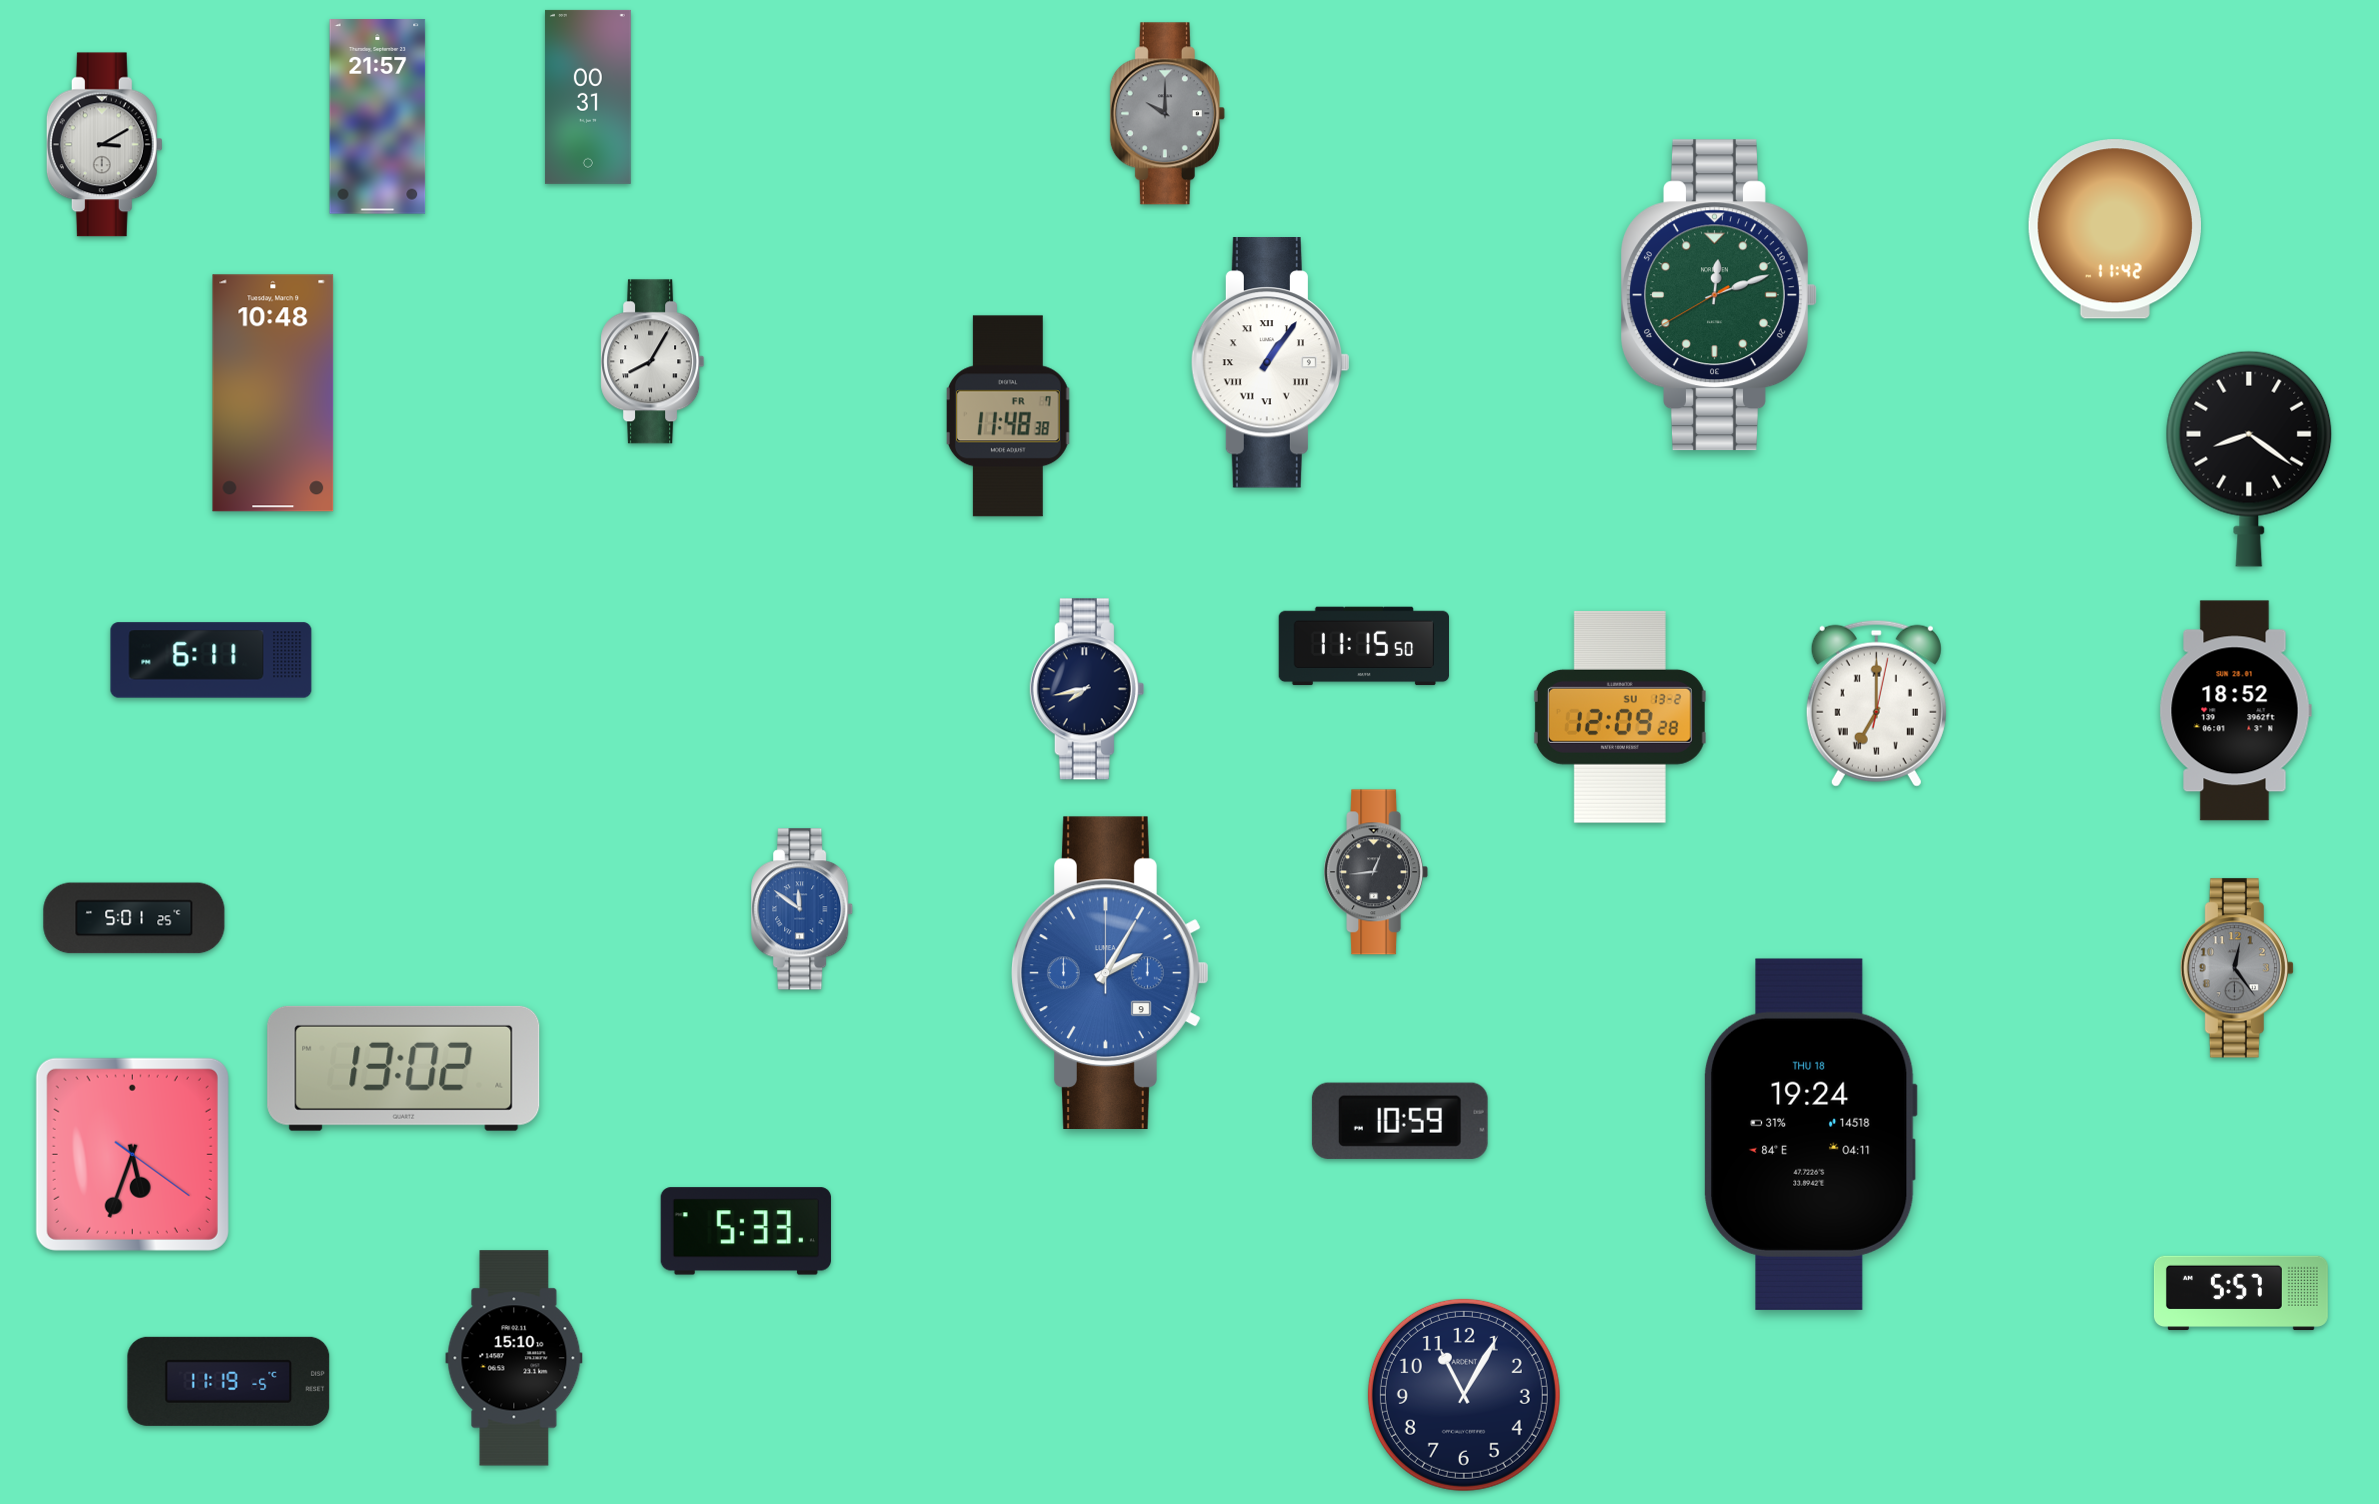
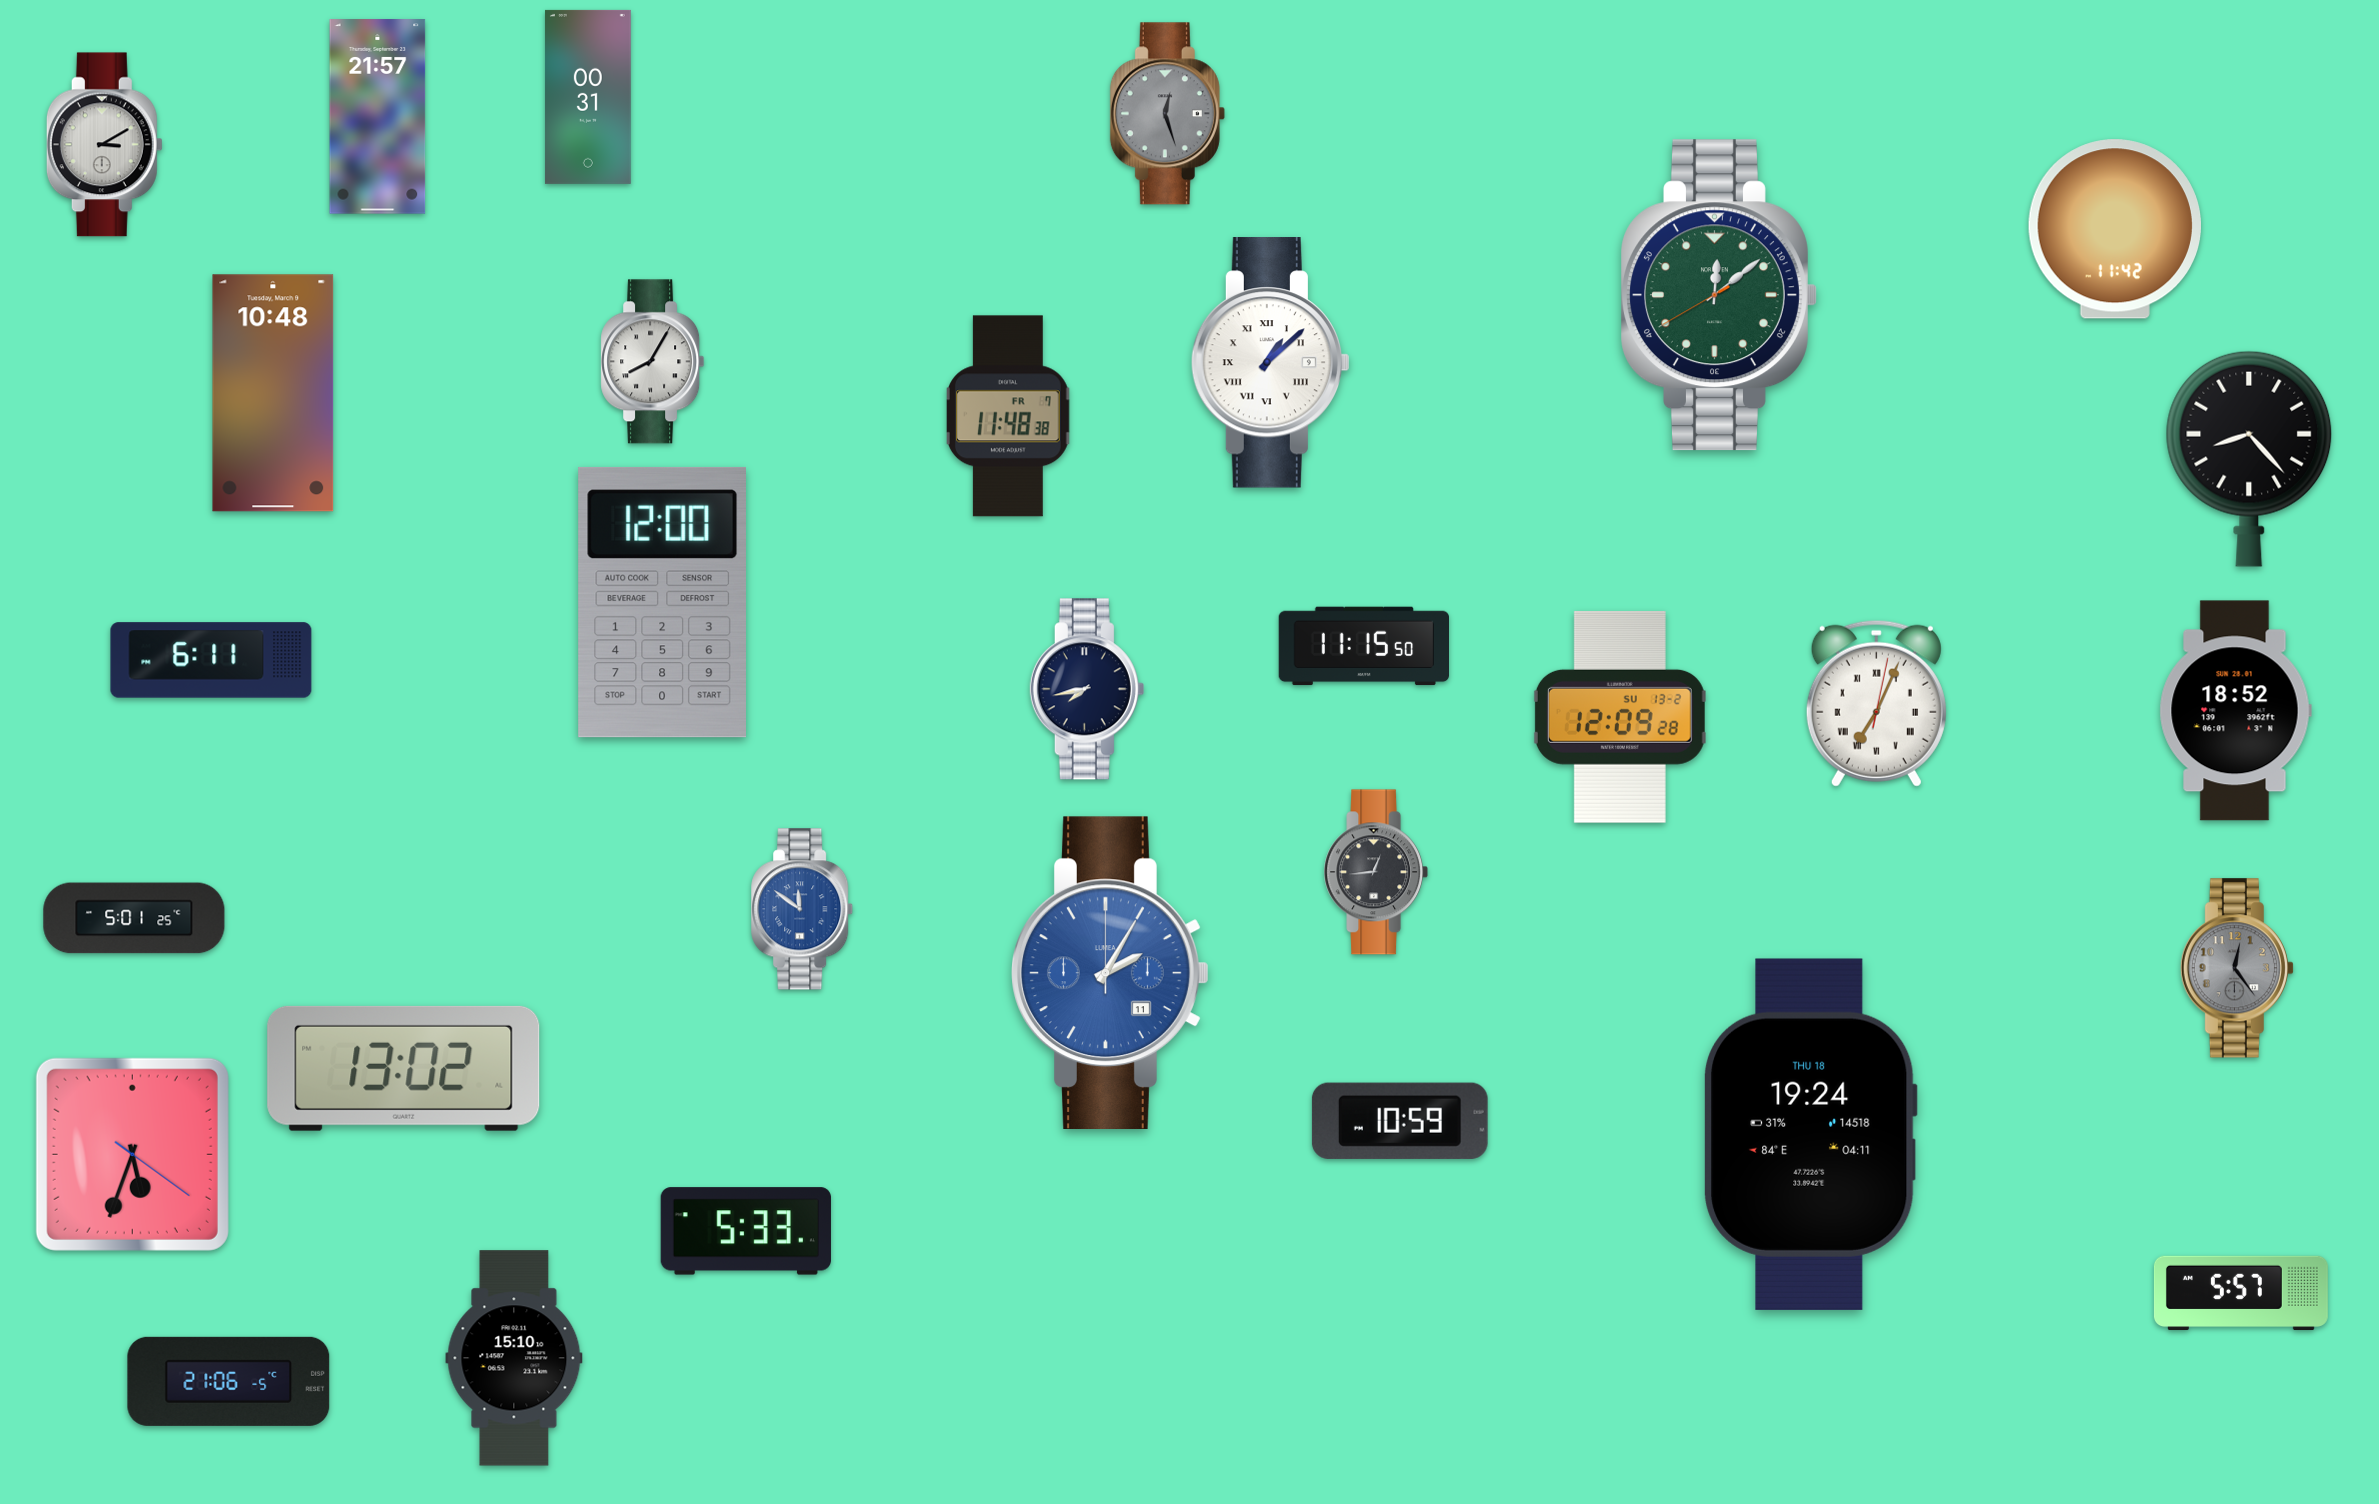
clock at (1167, 114): 10:00 -> 12:27
clock at (1719, 295): 12:11 -> 12:08
clock at (1270, 363): 1:06 -> 1:08
clock at (2249, 459): 8:21 -> 8:23
clock at (662, 602): none -> 12:00
clock at (1876, 703): 7:00 -> 7:04
clock at (1110, 972) date: 9 -> 11
clock at (229, 1381): 11:19 -> 21:06
clock at (1464, 1395): 11:05 -> none
